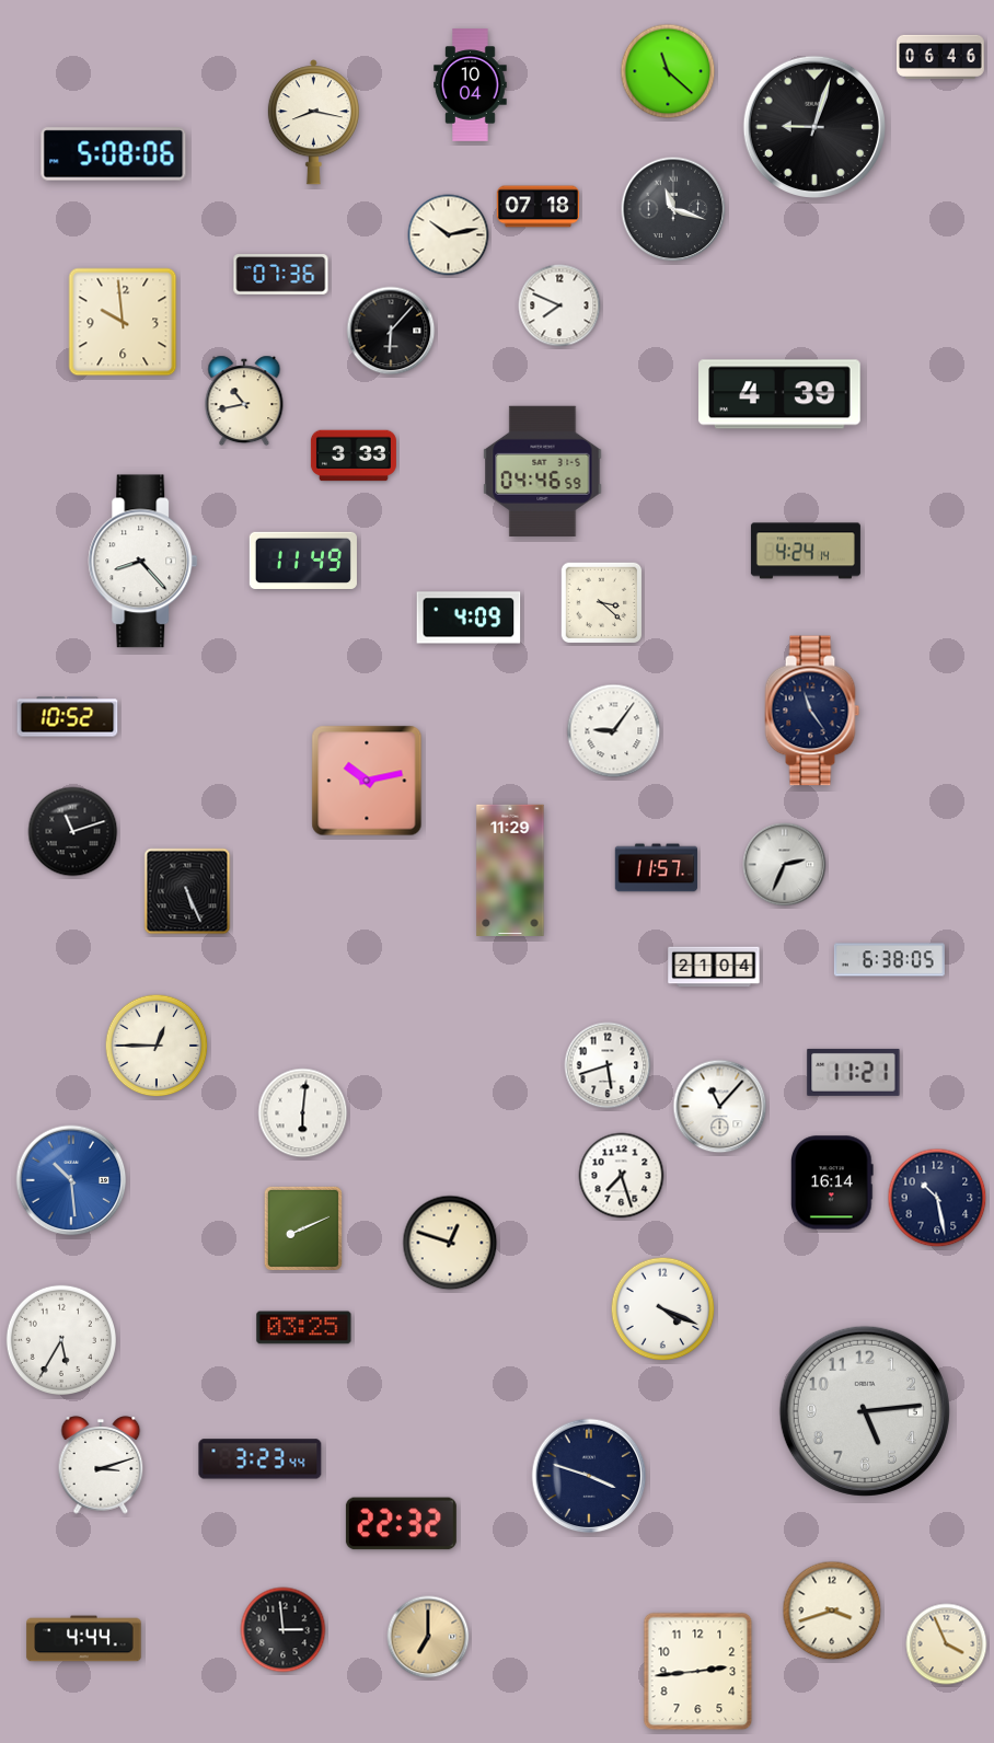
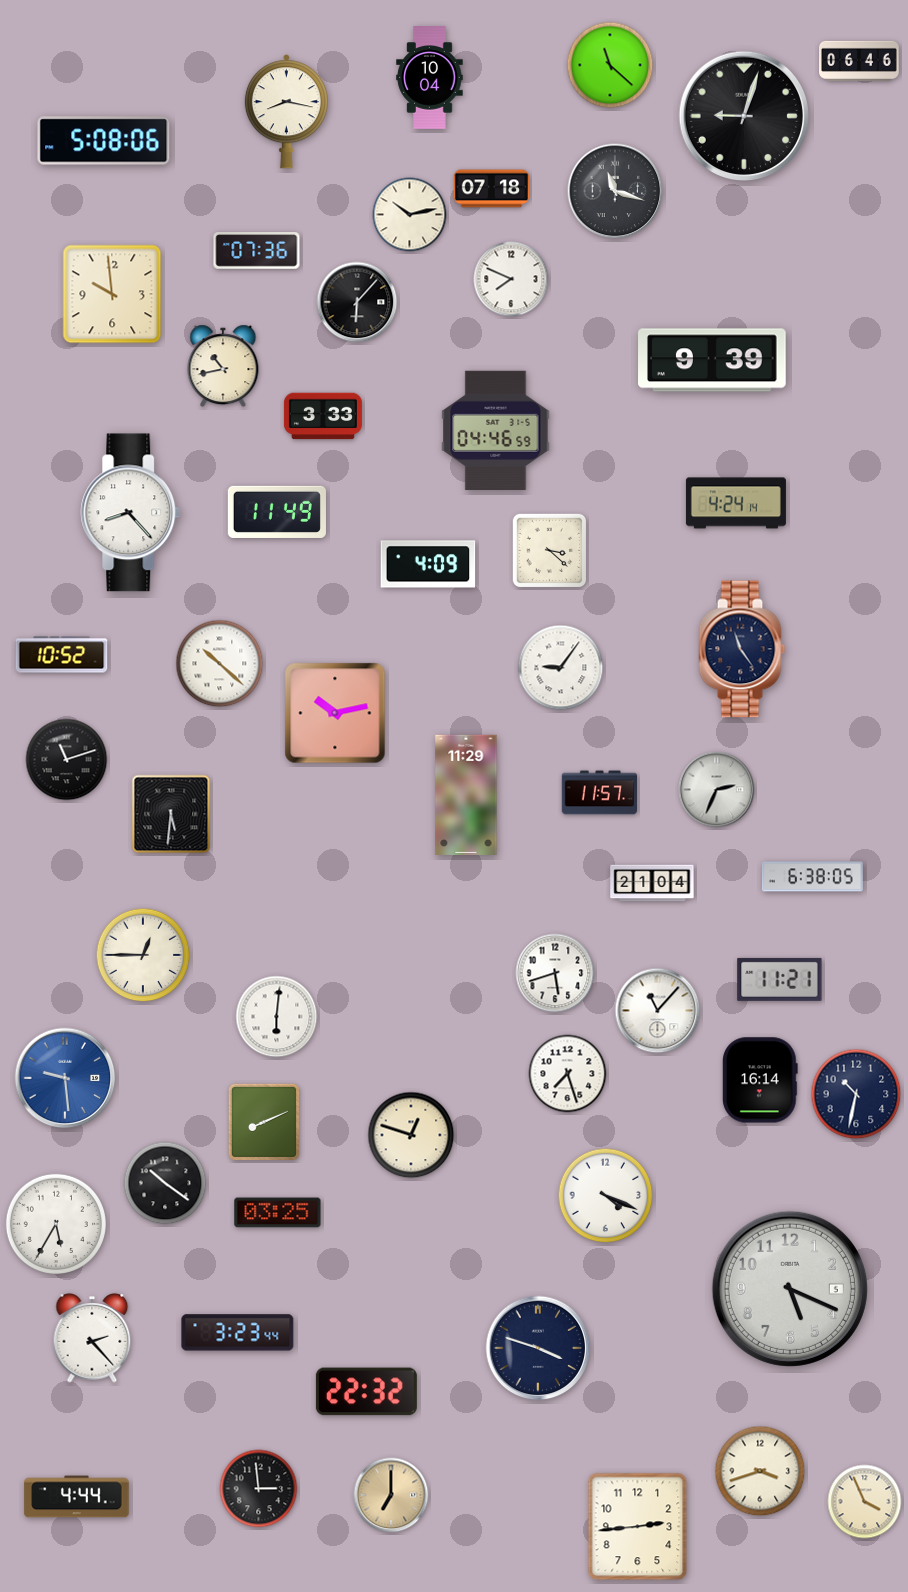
clock at (940, 57) position: (940, 57) -> (859, 61)
clock at (779, 394): 4:39 -> 9:39
clock at (220, 664): none -> 10:22
clock at (187, 891): 5:26 -> 5:31
clock at (71, 1180): 10:29 -> 9:29
clock at (937, 1198): 10:28 -> 10:32
clock at (303, 1228) position: (303, 1228) -> (264, 1122)
clock at (165, 1183): none -> 10:21
clock at (865, 1411): 5:14 -> 5:19
clock at (101, 1465): 3:12 -> 2:23
